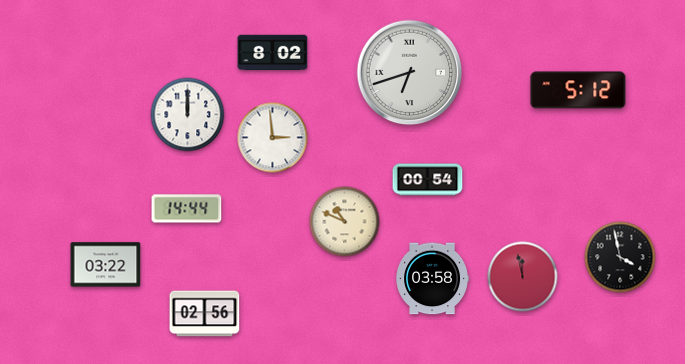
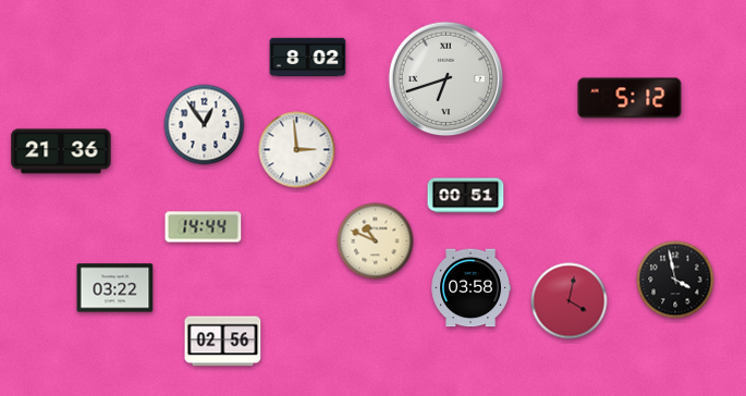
clock at (273, 53) position: (273, 53) -> (308, 58)
clock at (188, 115): 12:00 -> 12:54
clock at (61, 151): none -> 21:36
clock at (428, 180): 00:54 -> 00:51
clock at (523, 277): 11:58 -> 4:02
clock at (432, 279) position: (432, 279) -> (470, 288)
